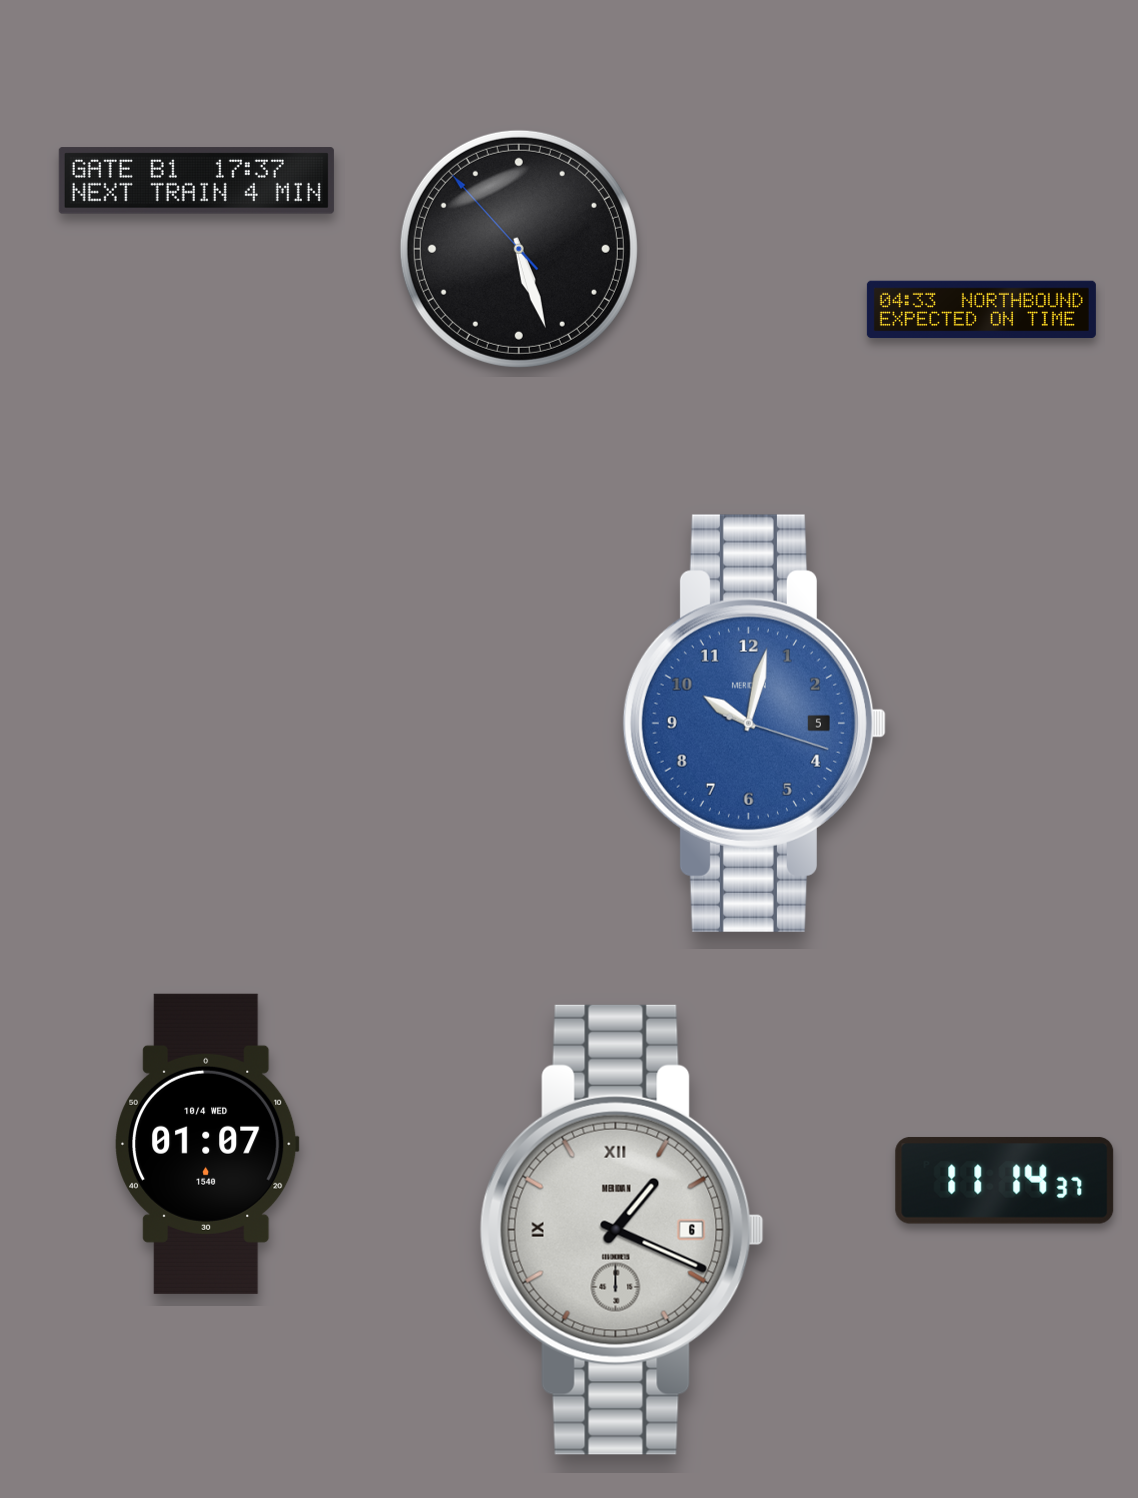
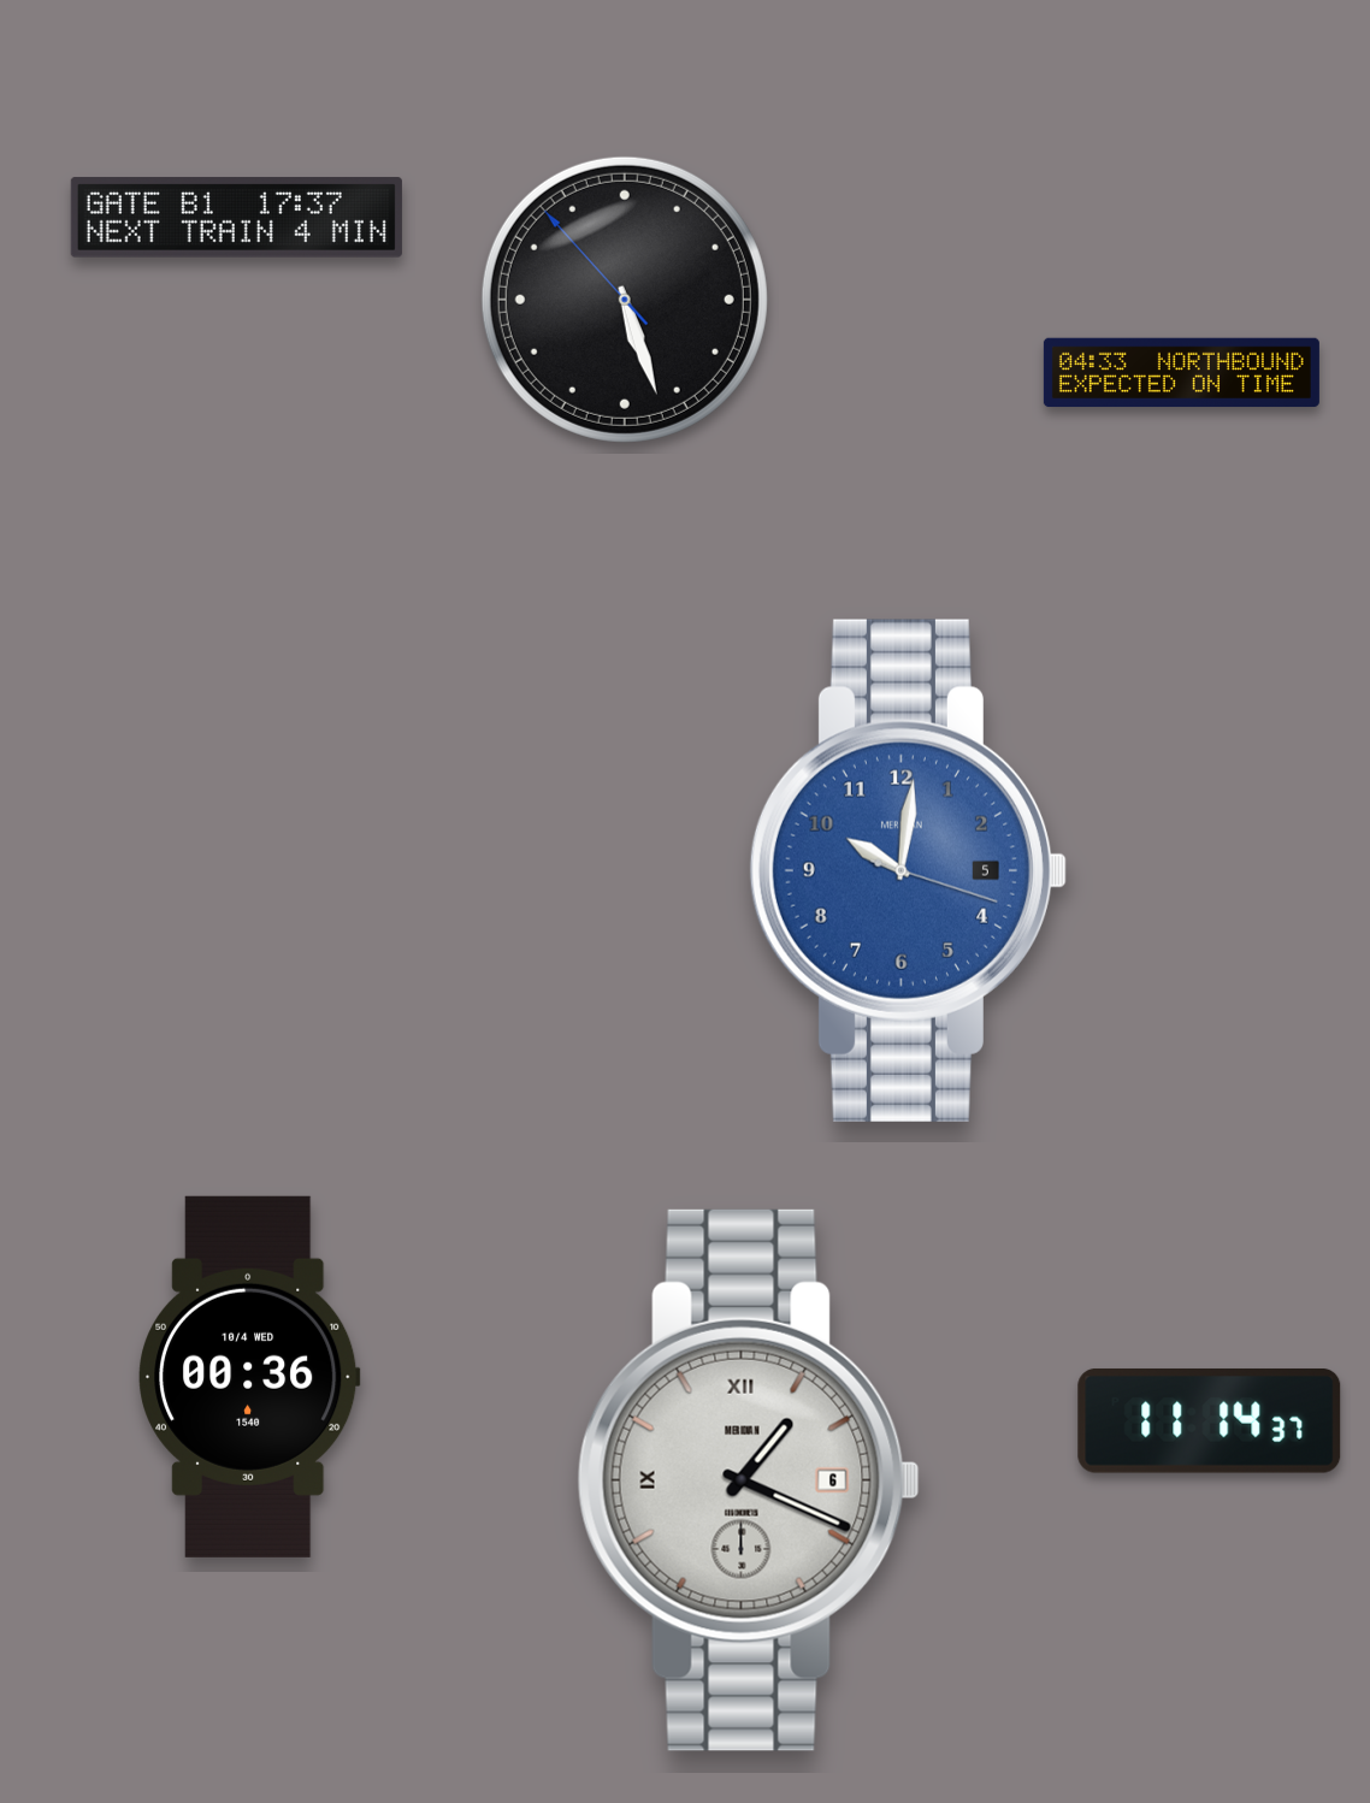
clock at (754, 723): 10:02 -> 10:01
clock at (208, 1144): 01:07 -> 00:36
